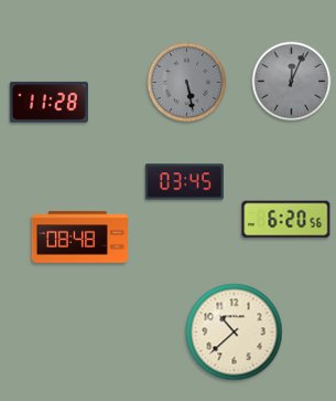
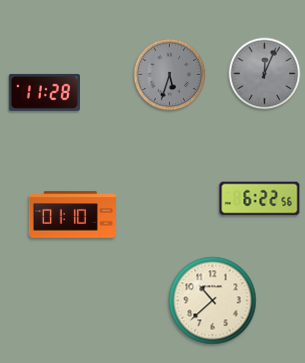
clock at (187, 83): 5:28 -> 5:33
clock at (184, 182): 03:45 -> none
clock at (286, 220): 6:20 -> 6:22
clock at (79, 238): 08:48 -> 01:10
